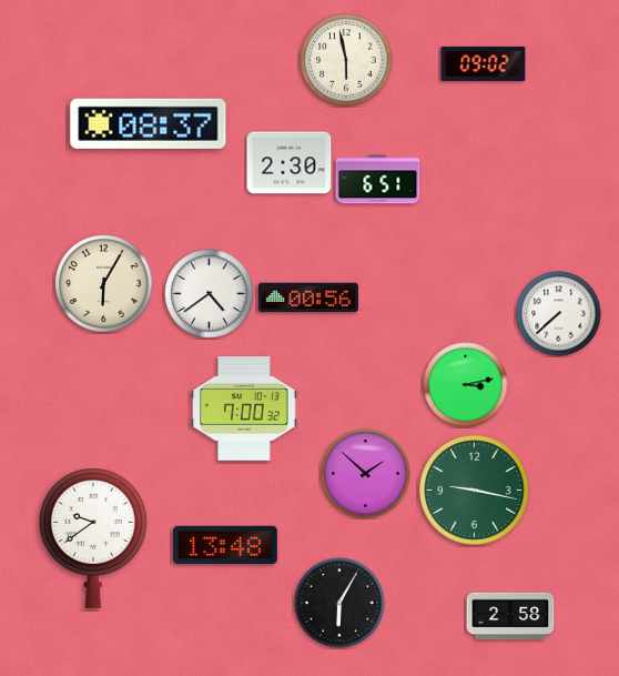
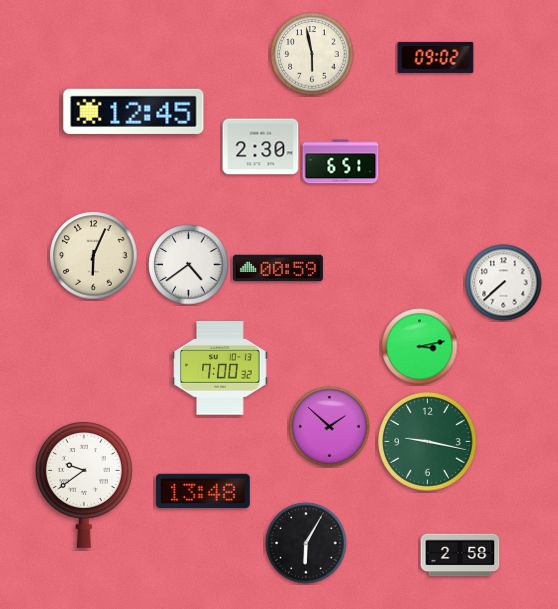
clock at (149, 123): 08:37 -> 12:45
clock at (104, 284): 6:05 -> 6:04
clock at (308, 297): 00:56 -> 00:59
